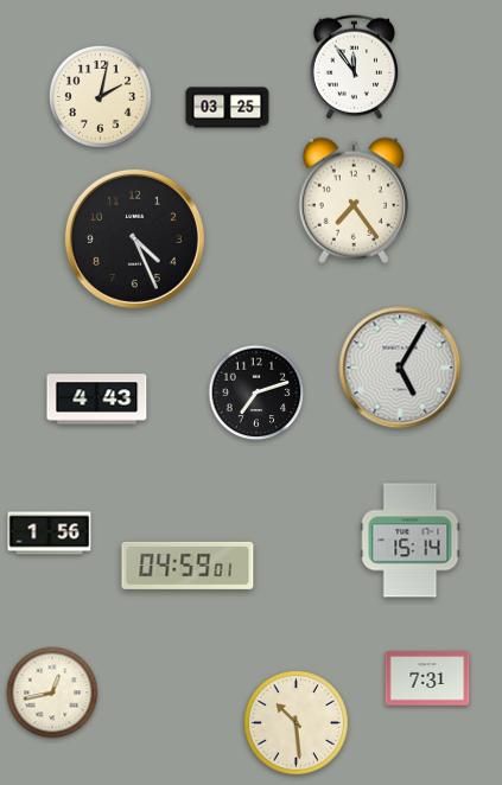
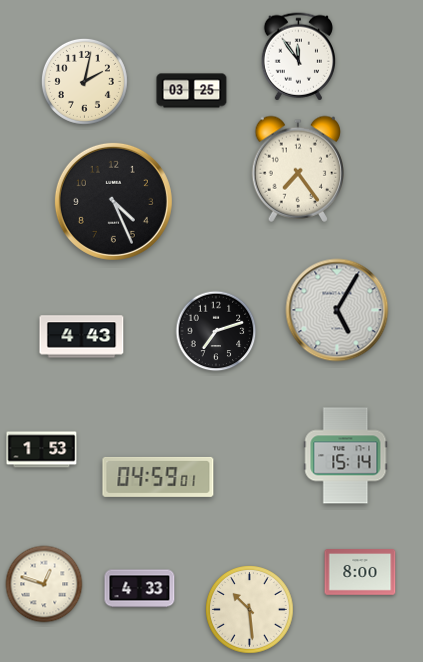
clock at (50, 534): 1:56 -> 1:53
clock at (427, 678): 7:31 -> 8:00
clock at (52, 693): 12:43 -> 12:48
clock at (140, 589): none -> 4:33
